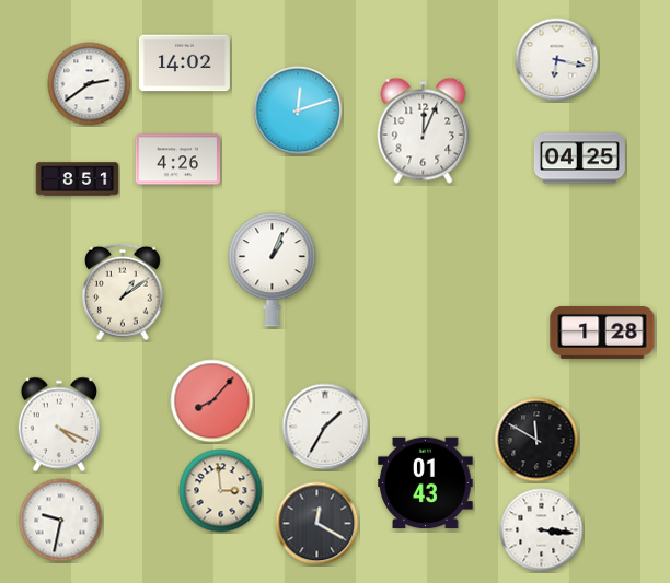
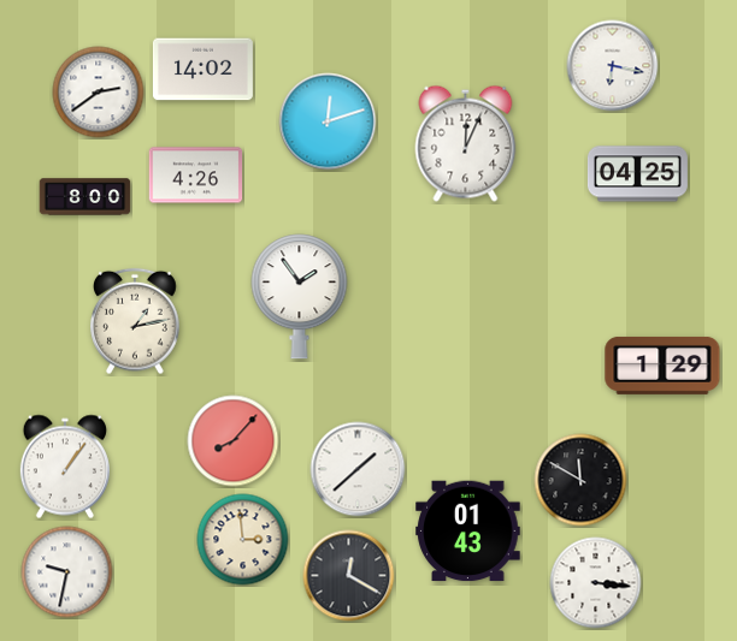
clock at (78, 179): 8:51 -> 8:00
clock at (273, 270): 1:04 -> 1:54
clock at (123, 292): 1:09 -> 1:13
clock at (602, 333): 1:28 -> 1:29
clock at (59, 424): 4:19 -> 1:06
clock at (325, 427): 1:35 -> 1:38
clock at (536, 440) position: (536, 440) -> (580, 480)
